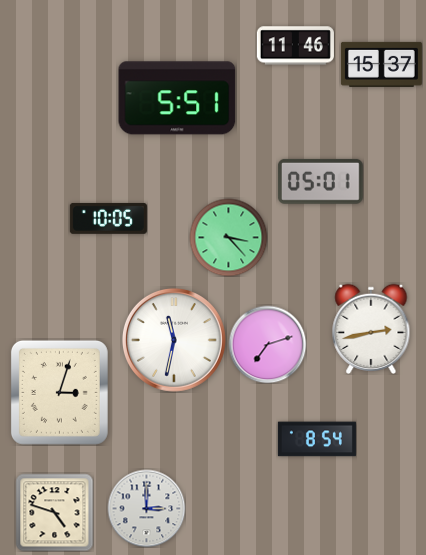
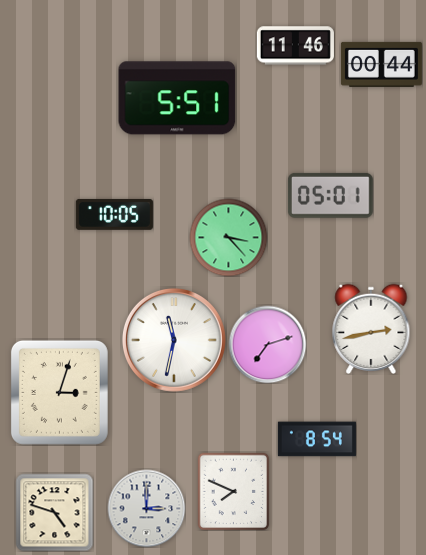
clock at (381, 64): 15:37 -> 00:44
clock at (320, 181) position: (320, 181) -> (330, 195)
clock at (108, 218) position: (108, 218) -> (114, 214)
clock at (234, 491): none -> 7:49
